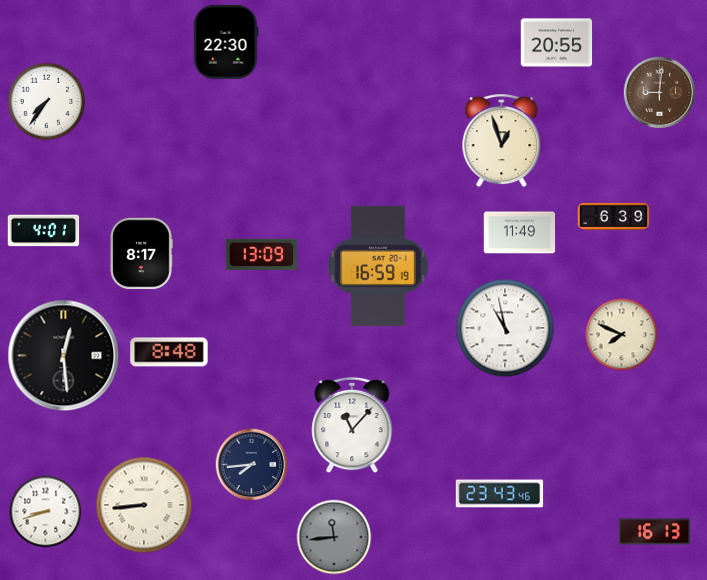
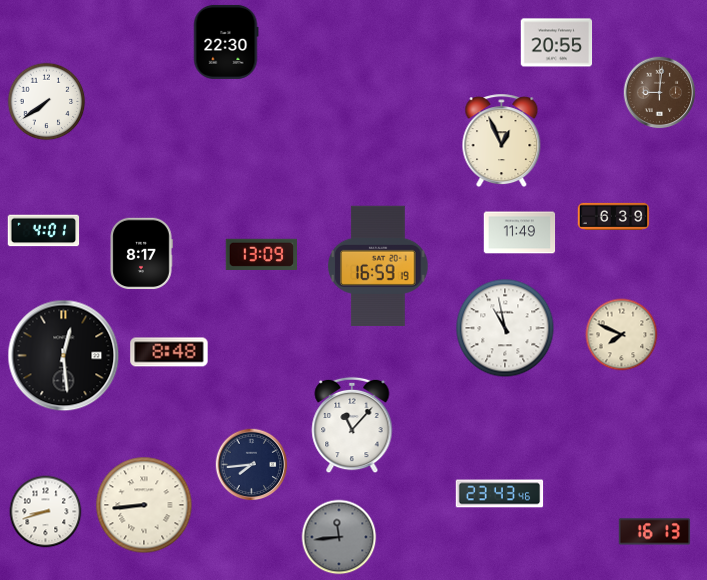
clock at (47, 102): 7:36 -> 7:39
clock at (502, 141): 12:57 -> 12:56
clock at (334, 537) position: (334, 537) -> (339, 537)
